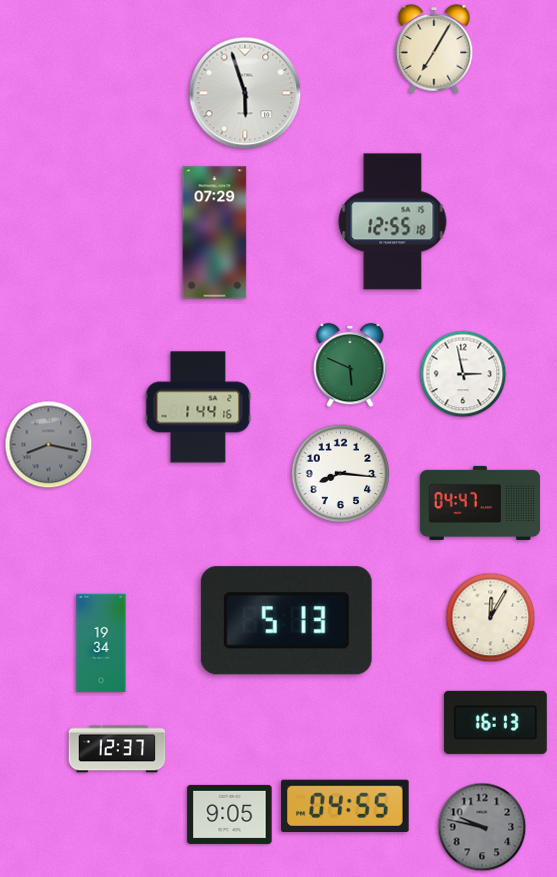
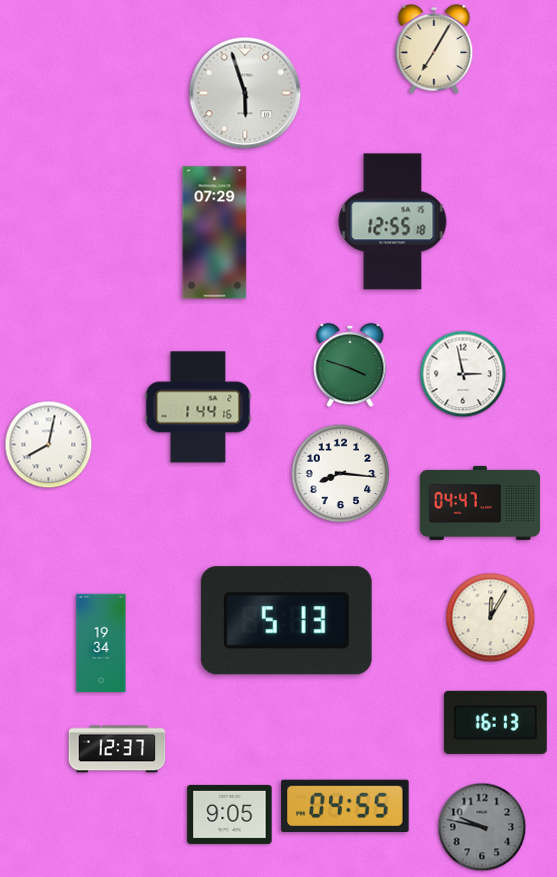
clock at (350, 365): 5:49 -> 3:48
clock at (49, 445): 8:17 -> 8:02
clock at (49, 445) dial: grey -> white
